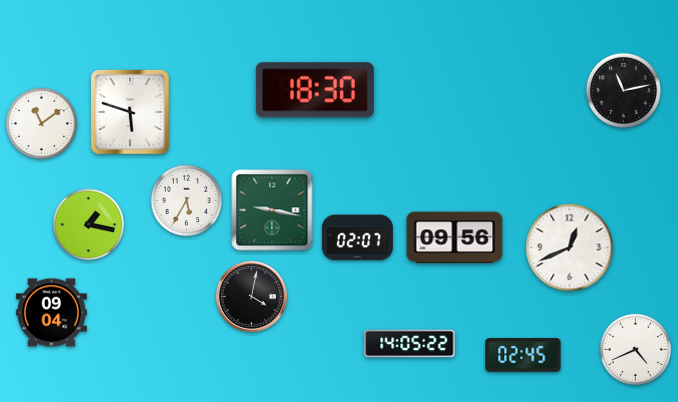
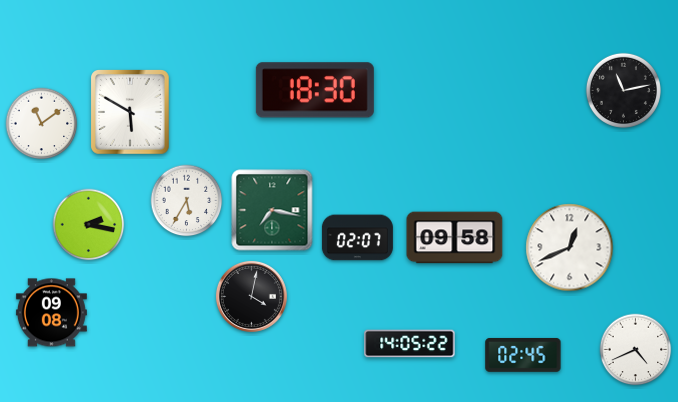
clock at (131, 113): 5:48 -> 5:50
clock at (272, 210): 9:17 -> 7:17
clock at (89, 225): 1:17 -> 2:17
clock at (455, 238): 09:56 -> 09:58
clock at (51, 313): 09:04 -> 09:08
